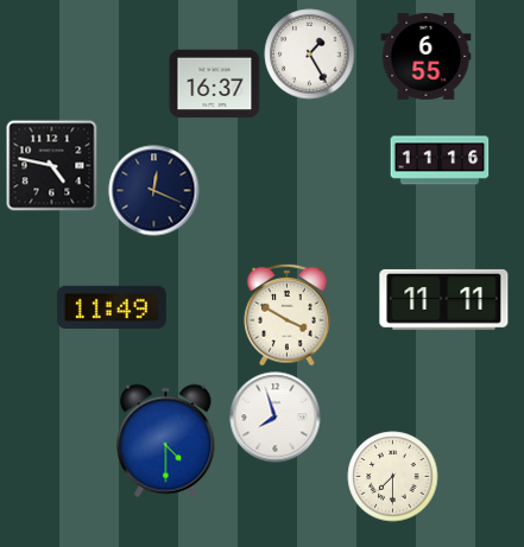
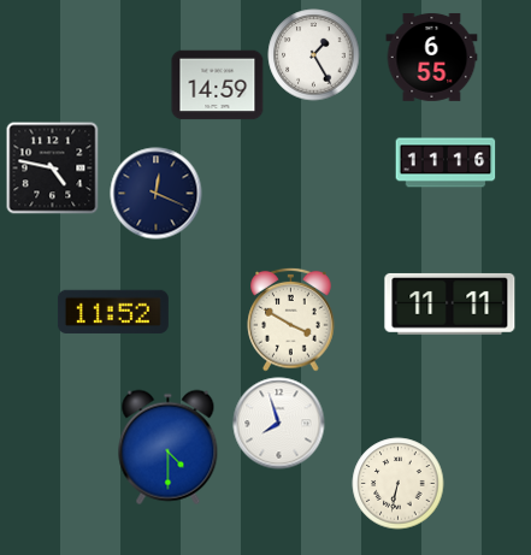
clock at (215, 84): 16:37 -> 14:59
clock at (112, 307): 11:49 -> 11:52
clock at (393, 477): 7:30 -> 6:32
